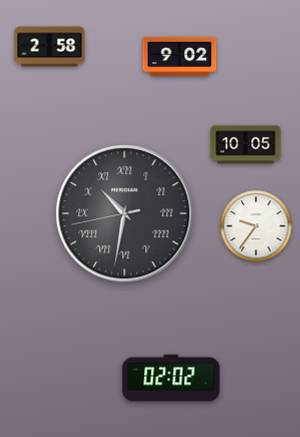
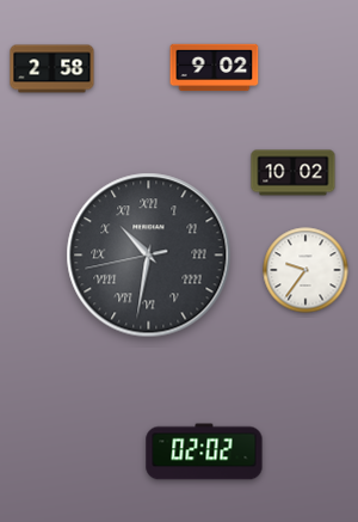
clock at (50, 47) position: (50, 47) -> (53, 69)
clock at (246, 145): 10:05 -> 10:02
